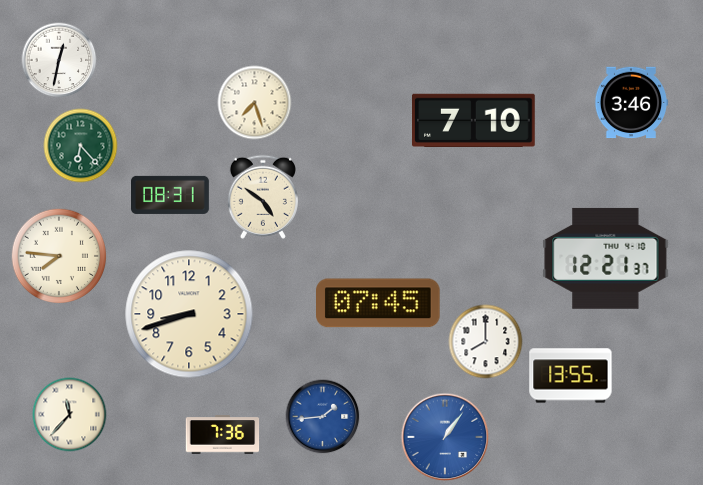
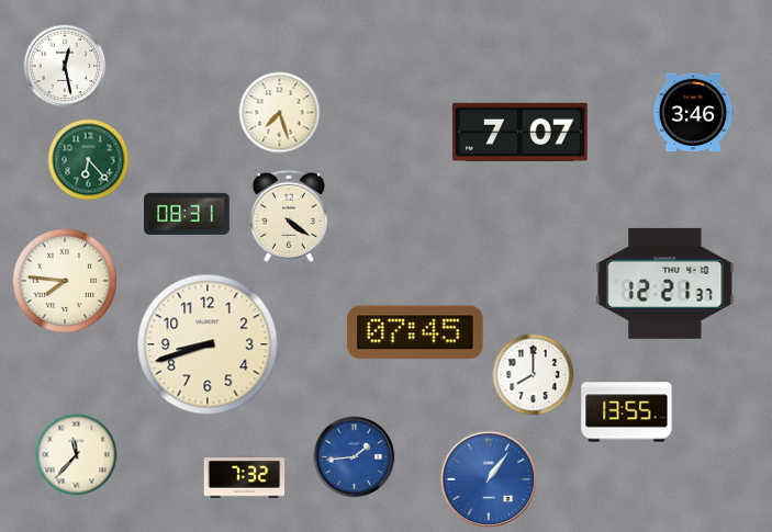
clock at (59, 60): 12:32 -> 12:28
clock at (474, 120): 7:10 -> 7:07
clock at (263, 197): 4:51 -> 4:21
clock at (223, 435): 7:36 -> 7:32
